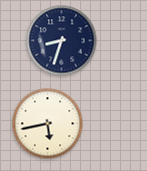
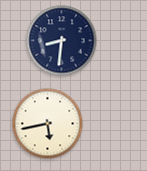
clock at (62, 41): 8:33 -> 8:31
